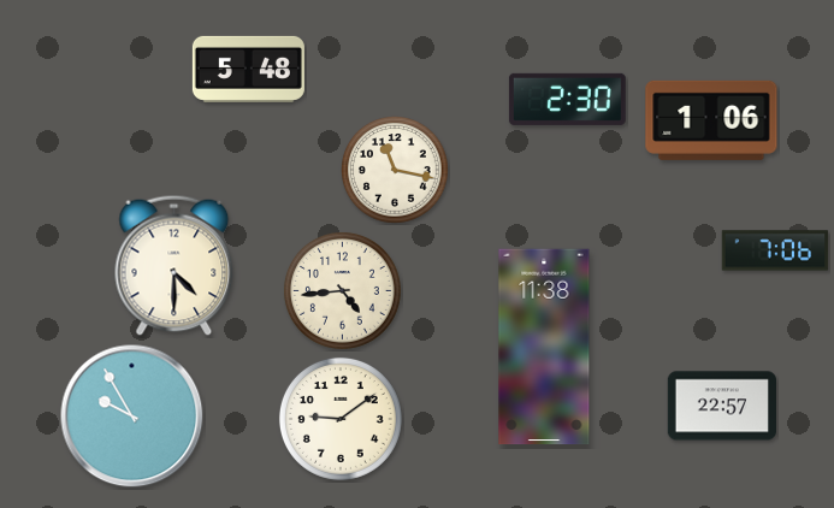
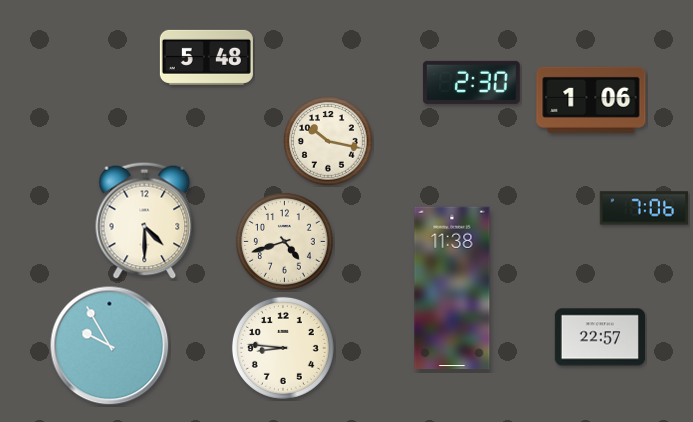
clock at (395, 171): 11:17 -> 10:17
clock at (342, 290): 4:44 -> 4:42
clock at (341, 419): 9:09 -> 8:46
